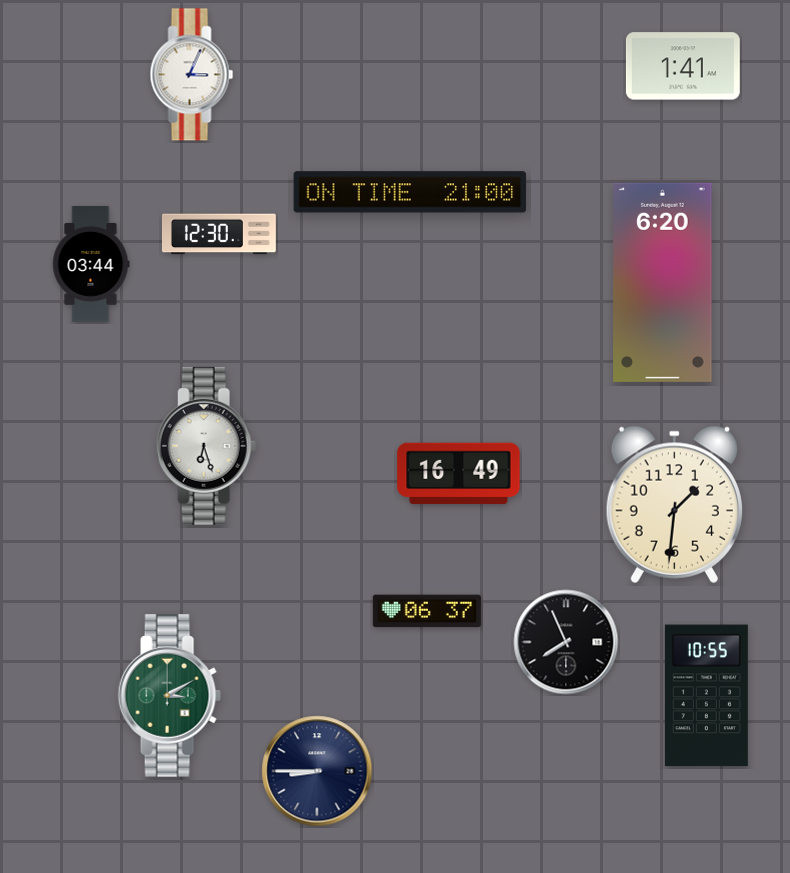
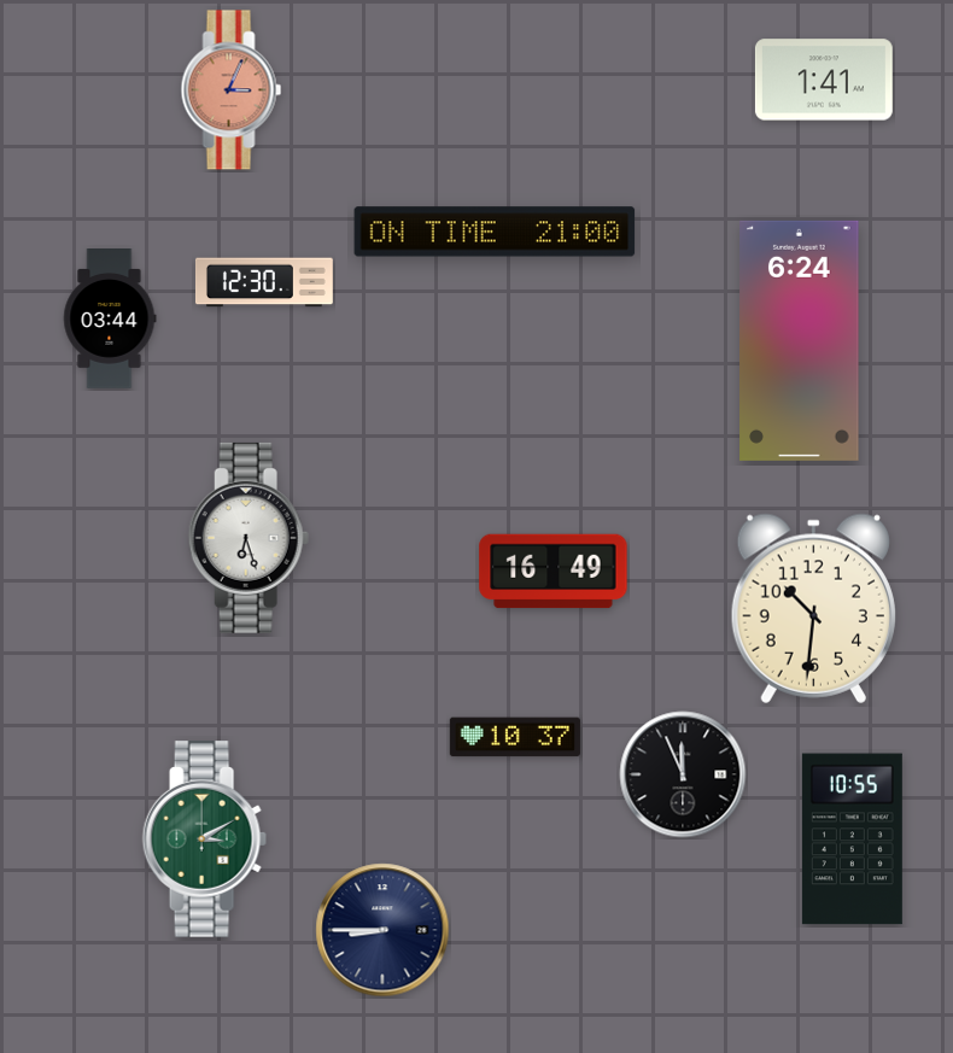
clock at (192, 75) dial: white -> salmon
clock at (663, 282): 6:20 -> 6:24
clock at (674, 504): 1:31 -> 10:31
clock at (427, 611): 06:37 -> 10:37
clock at (566, 642): 7:56 -> 11:56
